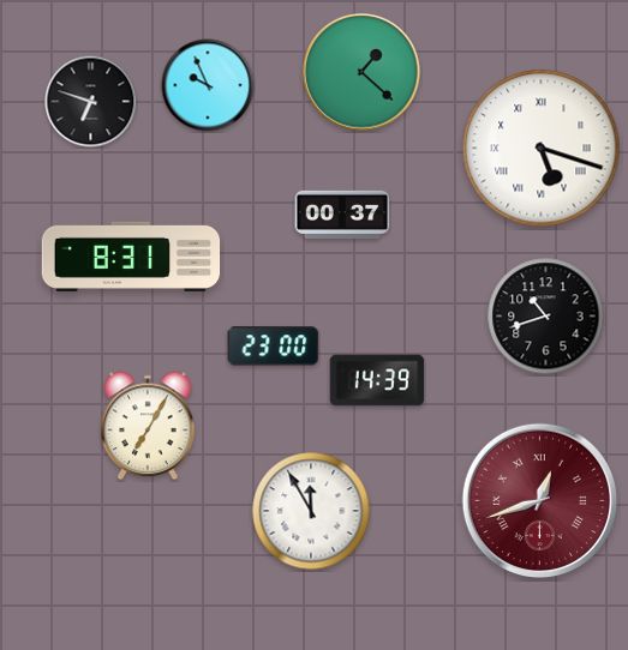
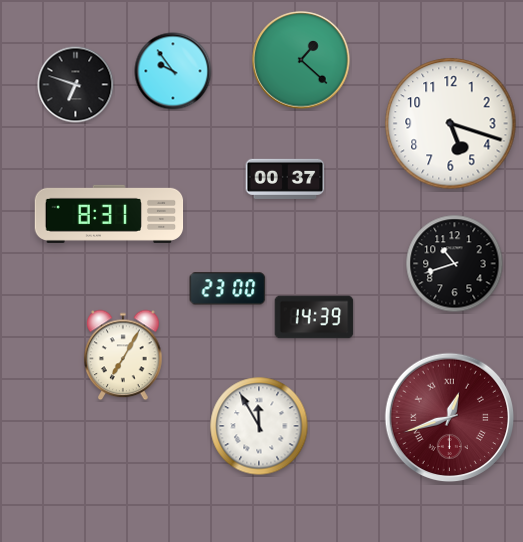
clock at (208, 85): 9:56 -> 9:54
clock at (542, 149) numerals: Roman -> Arabic
